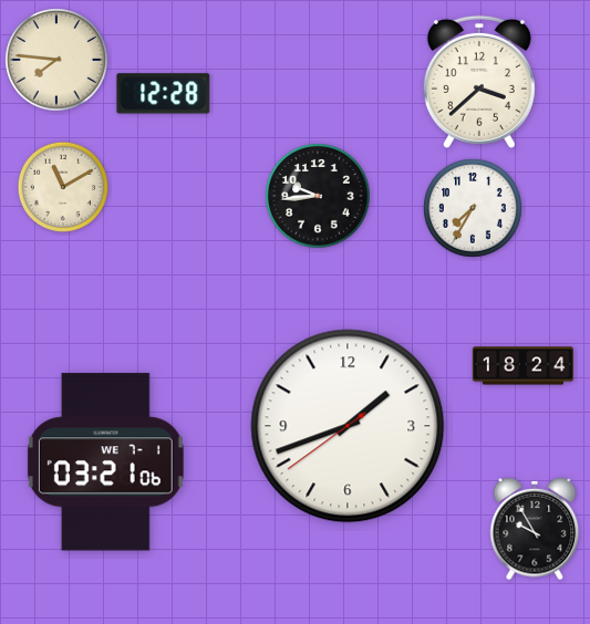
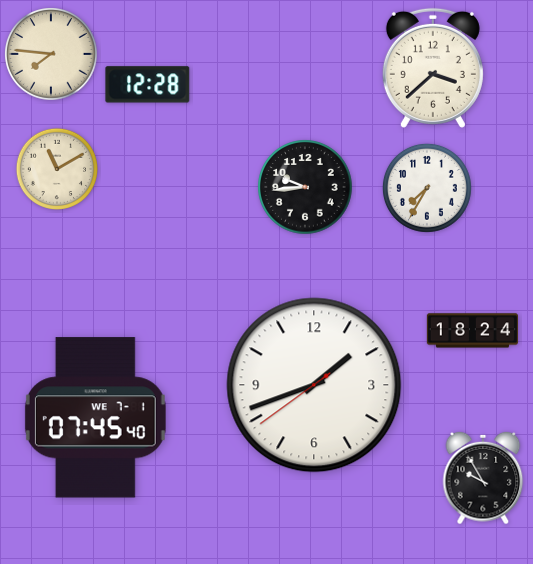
clock at (479, 82) position: (479, 82) -> (433, 68)
clock at (318, 196) position: (318, 196) -> (305, 187)
clock at (105, 462): 03:21 -> 07:45
